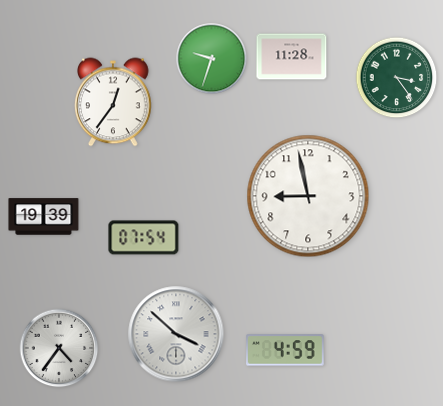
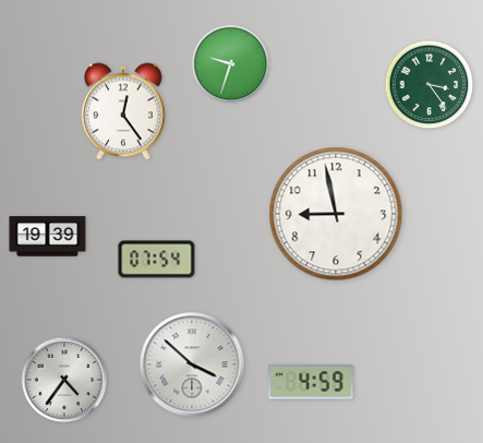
clock at (292, 57): 11:28 -> none
clock at (397, 78) position: (397, 78) -> (430, 85)
clock at (114, 102): 12:36 -> 12:24
